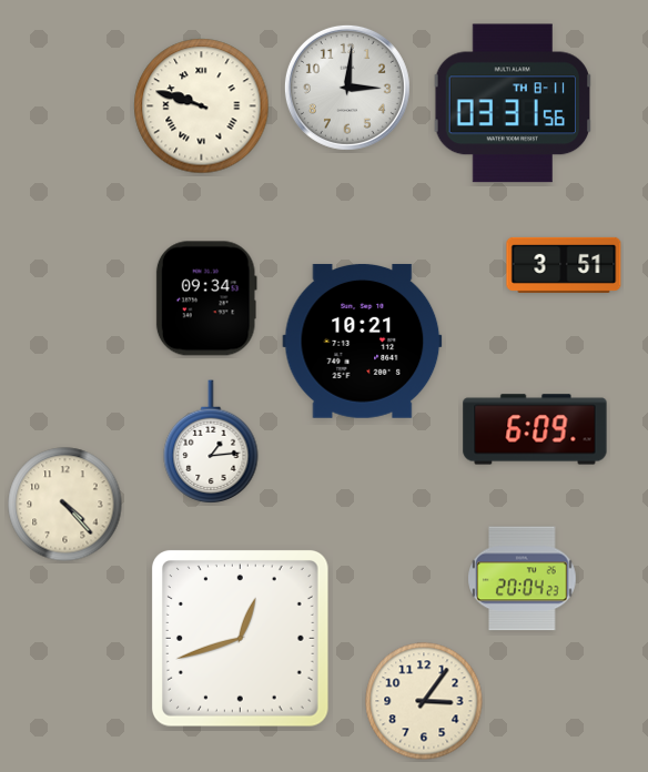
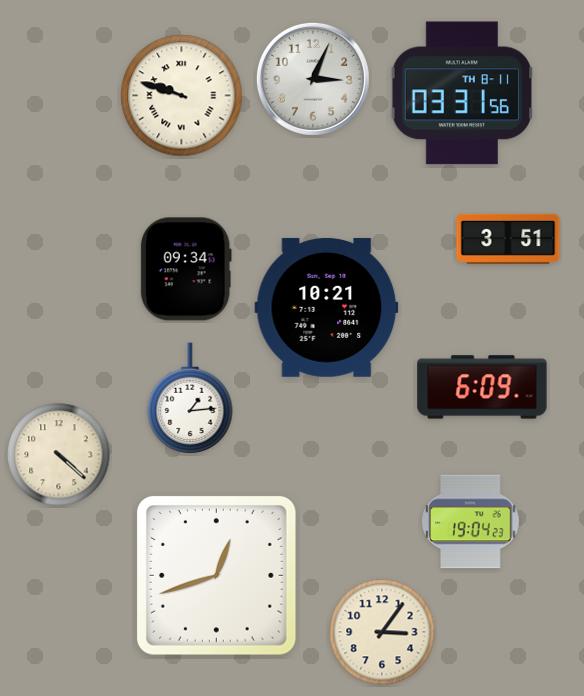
clock at (347, 88): 3:01 -> 3:04
clock at (65, 505): 4:23 -> 4:22
clock at (523, 579): 20:04 -> 19:04
